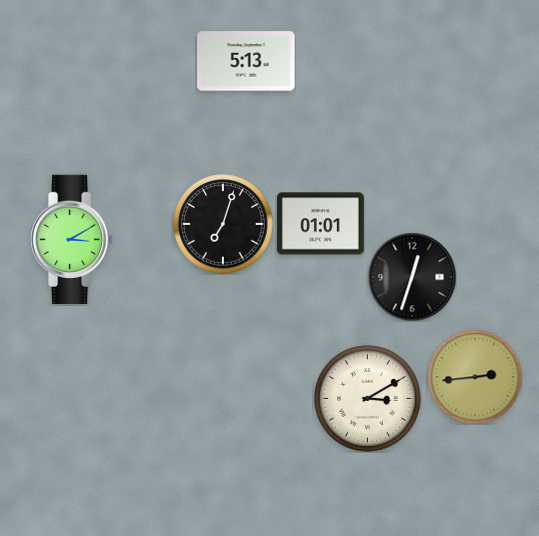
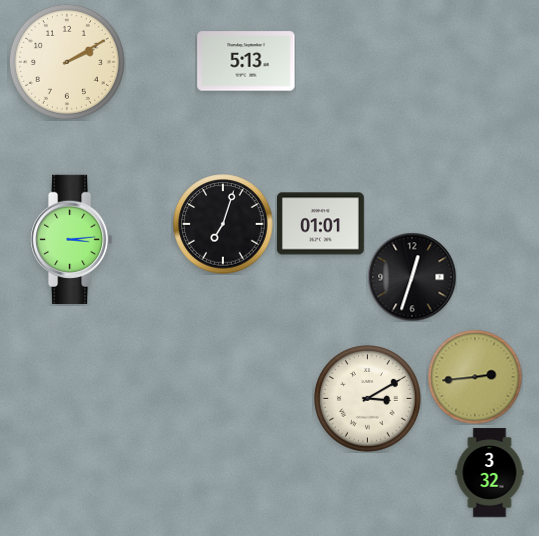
clock at (67, 62): none -> 2:10
clock at (72, 239): 3:10 -> 3:14
clock at (490, 473): none -> 3:32
